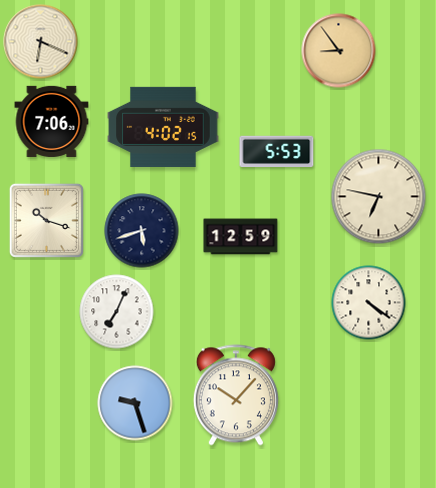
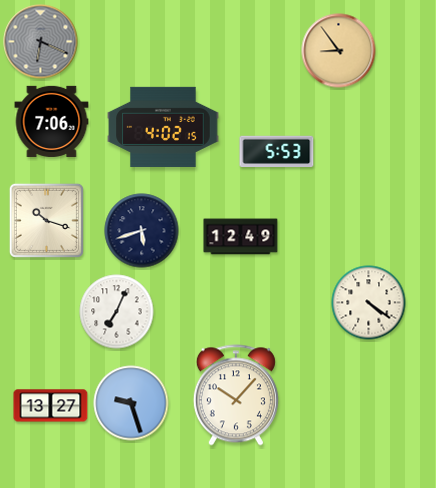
clock at (41, 42) dial: cream -> grey
clock at (379, 197): 6:47 -> none
clock at (241, 237): 12:59 -> 12:49
clock at (135, 403) position: (135, 403) -> (131, 403)
clock at (51, 406): none -> 13:27
